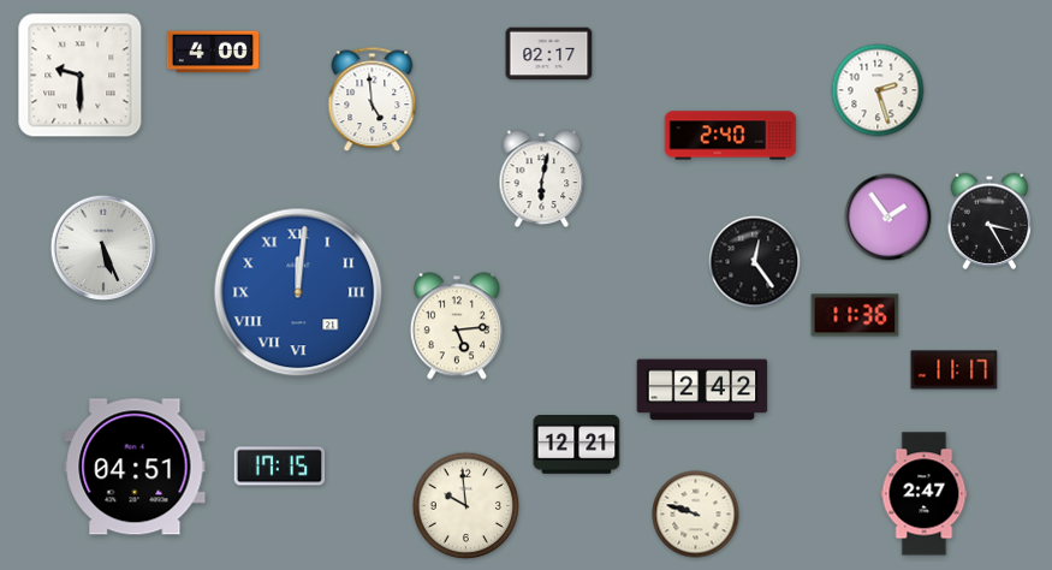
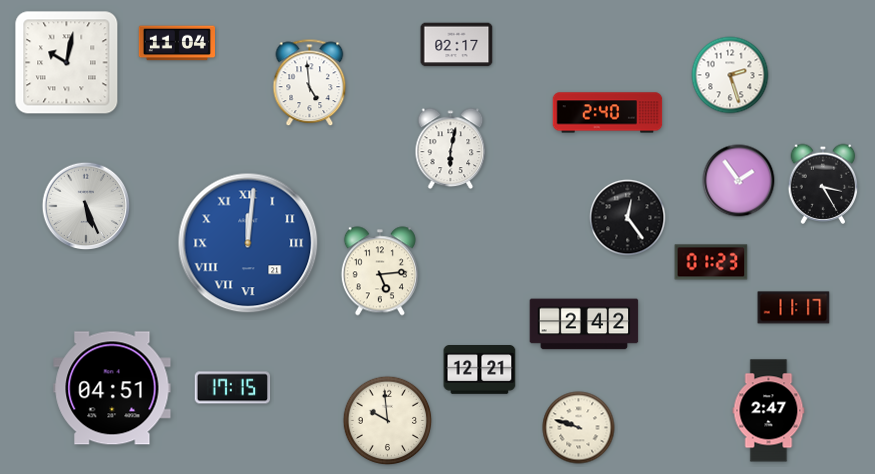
clock at (212, 52): 4:00 -> 11:04
clock at (81, 76): 9:30 -> 10:02
clock at (855, 315): 11:36 -> 01:23
